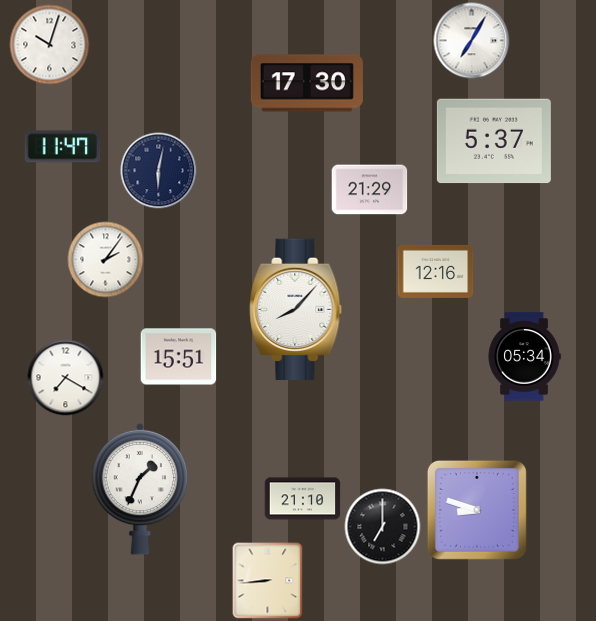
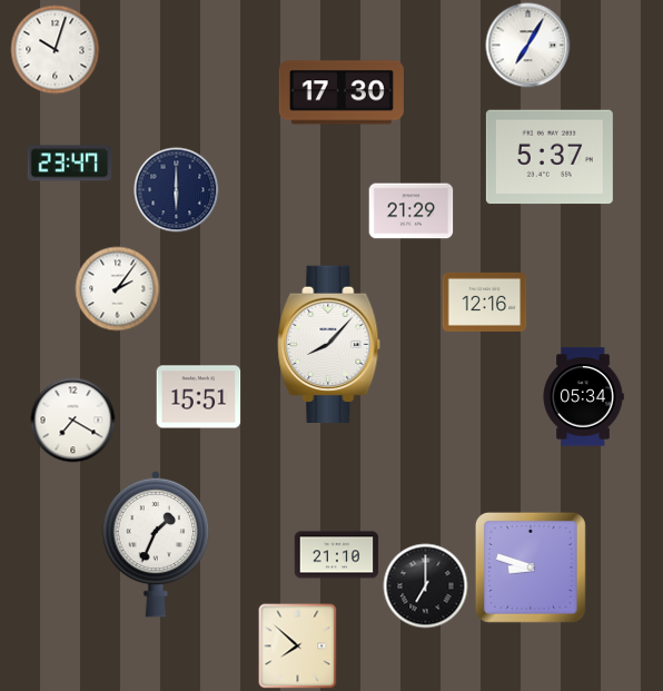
clock at (472, 41) position: (472, 41) -> (528, 46)
clock at (63, 147): 11:47 -> 23:47
clock at (159, 171): 6:02 -> 6:00
clock at (268, 581): 8:44 -> 7:52
